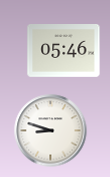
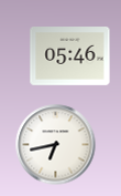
clock at (51, 131): 8:48 -> 6:43
